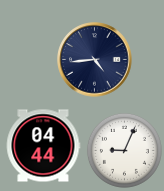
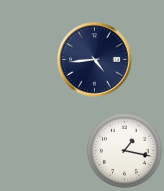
clock at (43, 146): 04:44 -> none
clock at (124, 150): 9:04 -> 1:17
